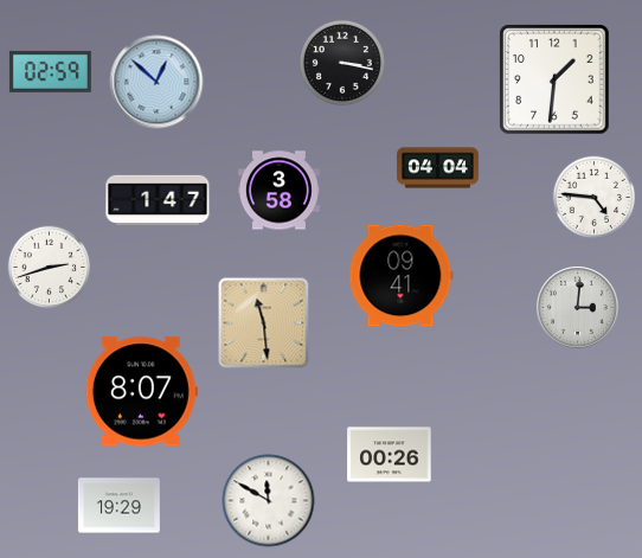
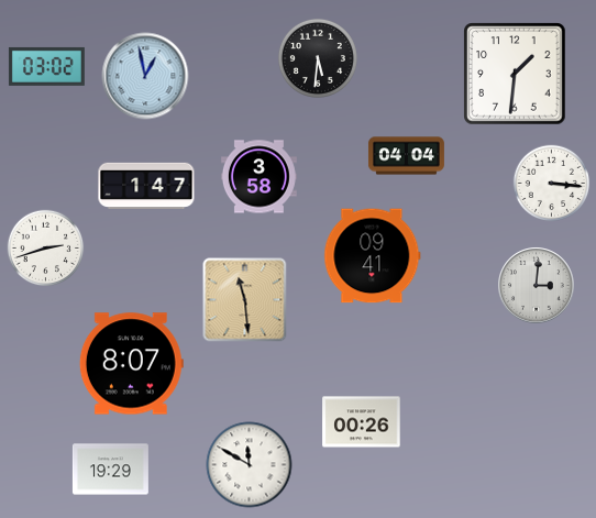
clock at (342, 63): 3:17 -> 5:31
clock at (50, 71): 02:59 -> 03:02
clock at (156, 82): 12:52 -> 12:58
clock at (595, 198): 4:46 -> 3:16
